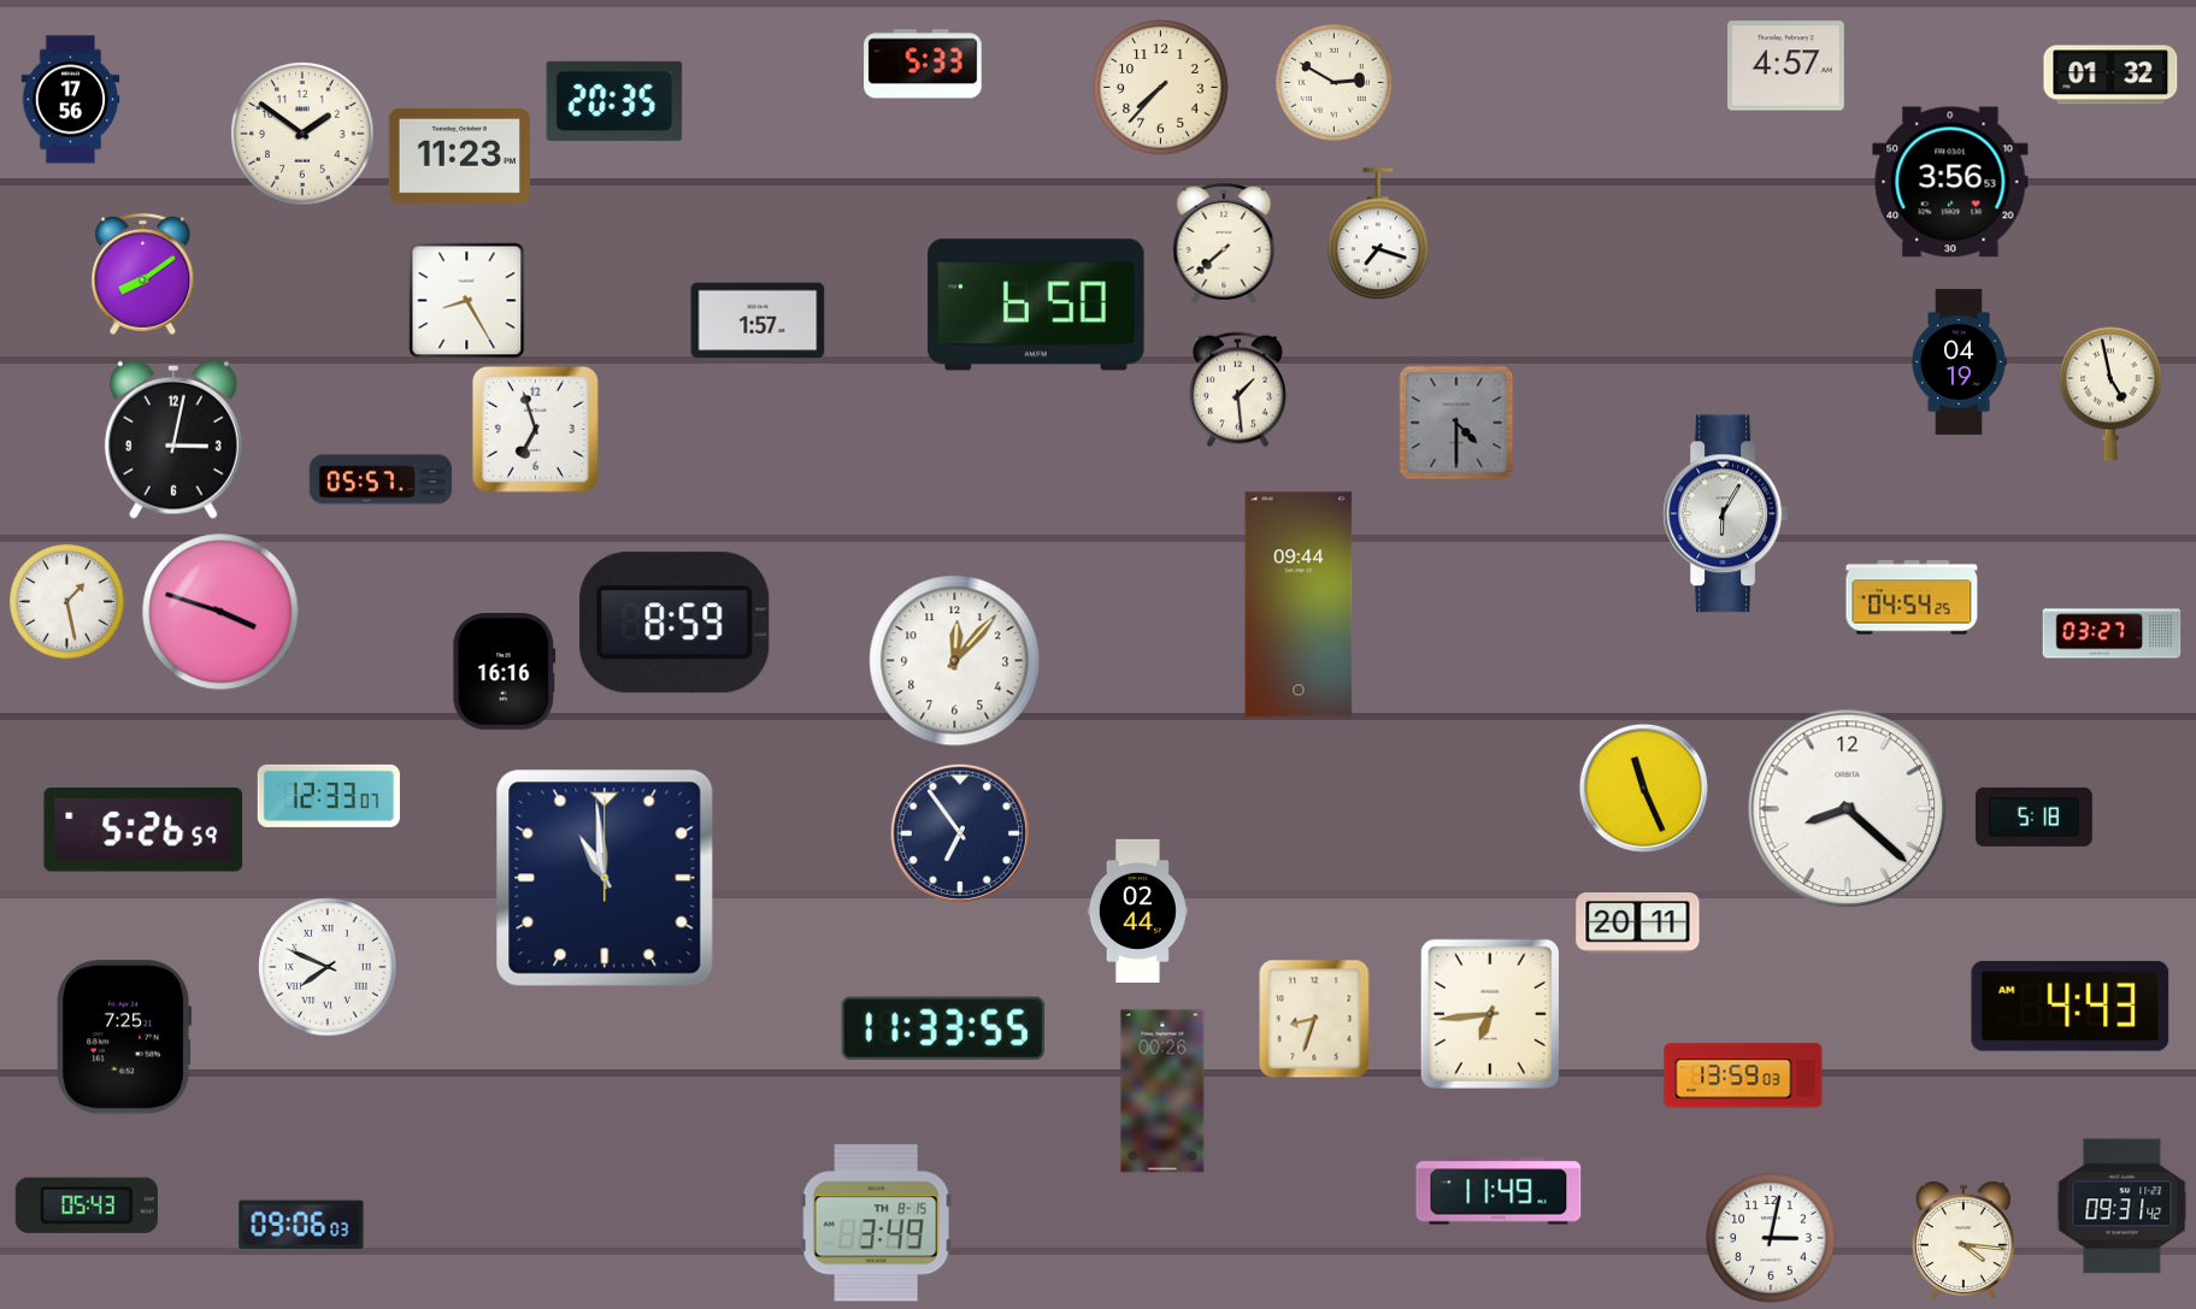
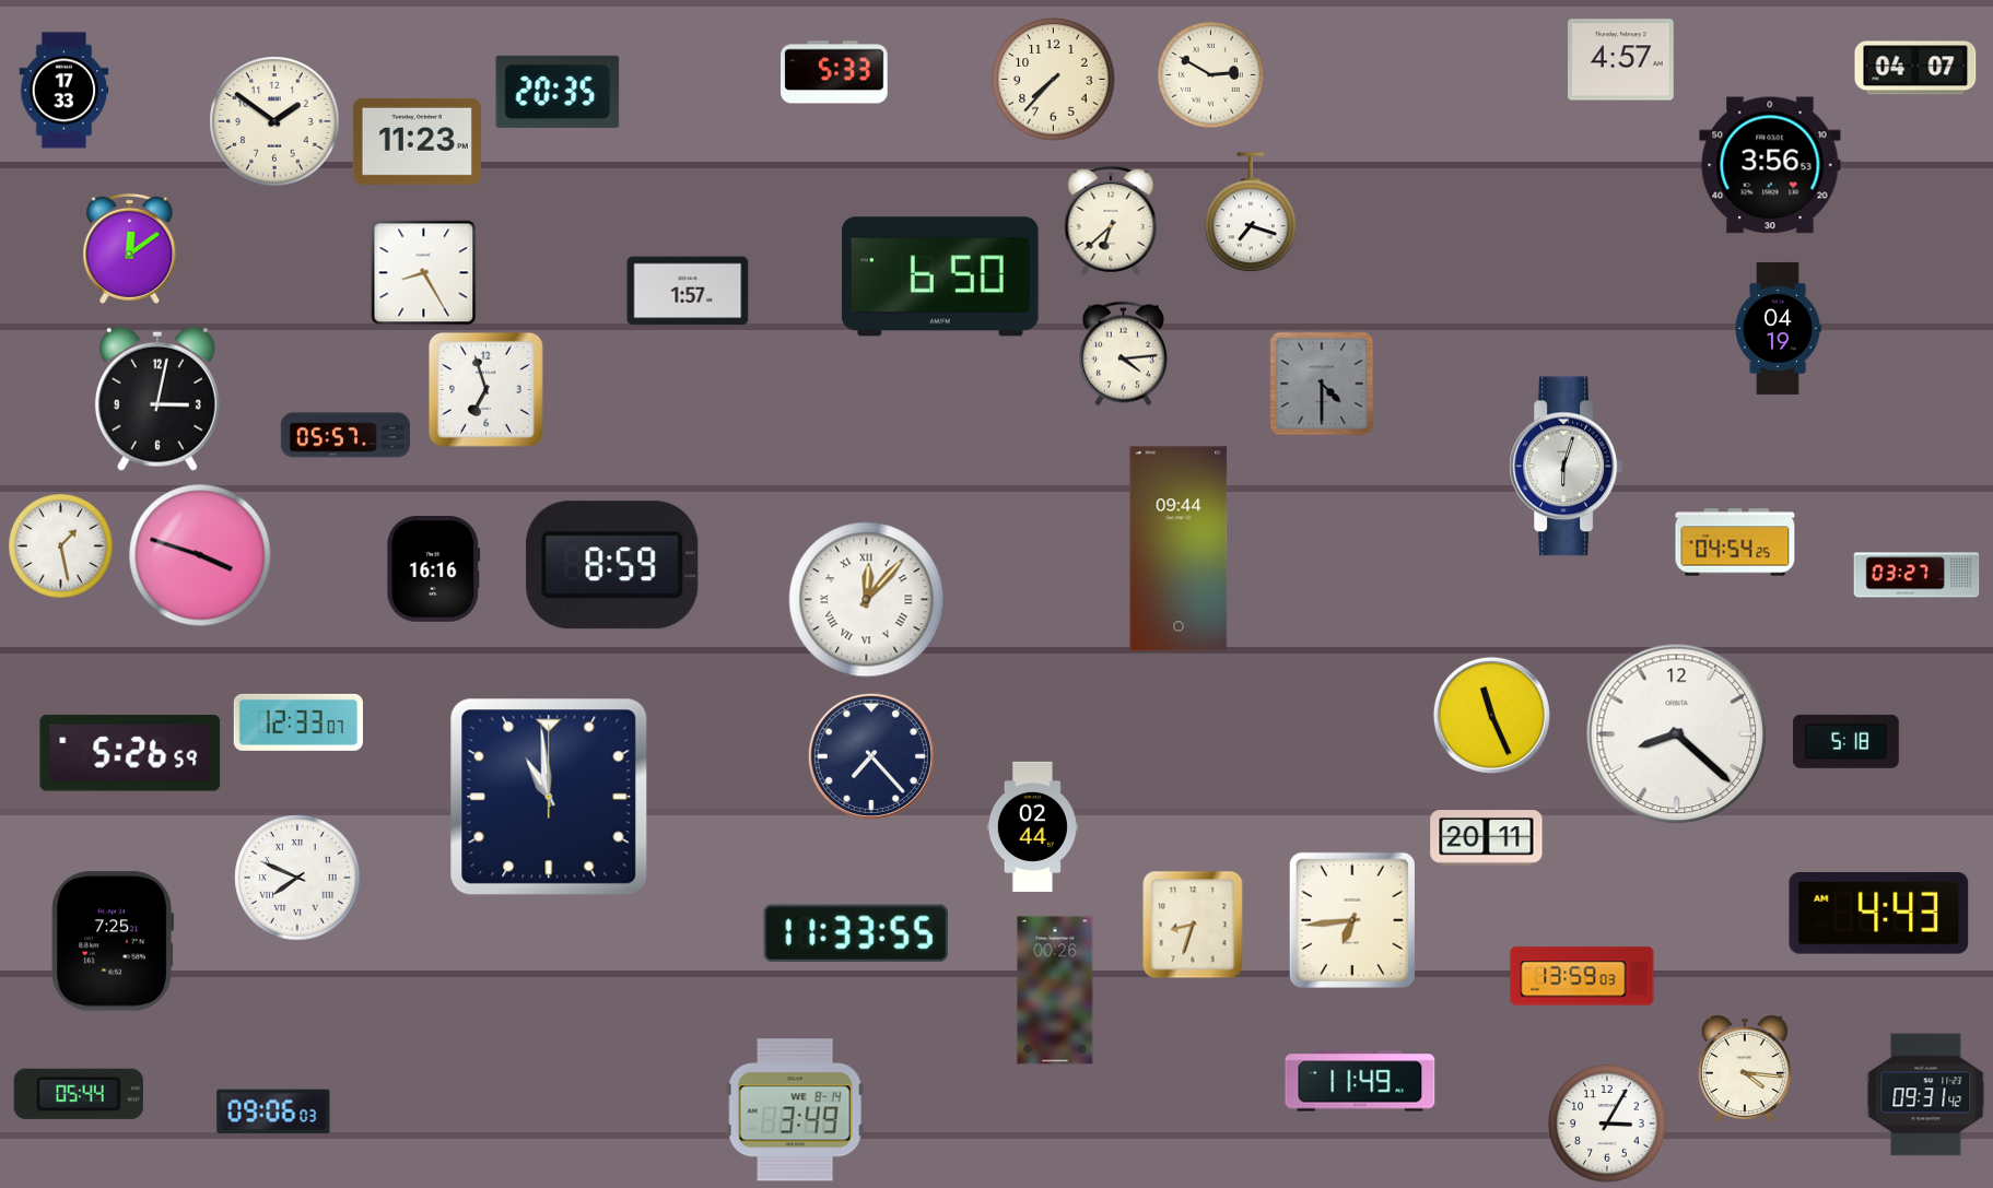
clock at (923, 64) position: (923, 64) -> (834, 72)
clock at (2110, 75): 01:32 -> 04:07
clock at (71, 100): 17:56 -> 17:33
clock at (1224, 243): 7:38 -> 6:38
clock at (143, 273): 8:09 -> 12:09
clock at (1237, 390): 1:29 -> 4:14
clock at (2110, 394): 4:58 -> none
clock at (1725, 514): 6:05 -> 6:03
clock at (955, 661) numerals: Arabic -> Roman
clock at (505, 672) position: (505, 672) -> (434, 569)
clock at (960, 833): 6:54 -> 7:23
clock at (87, 1205): 05:43 -> 05:44
clock at (876, 1223) date: TH 8-15 -> WE 8-14
clock at (1771, 1238): 3:02 -> 3:05
clock at (1964, 1240) position: (1964, 1240) -> (1745, 1069)
